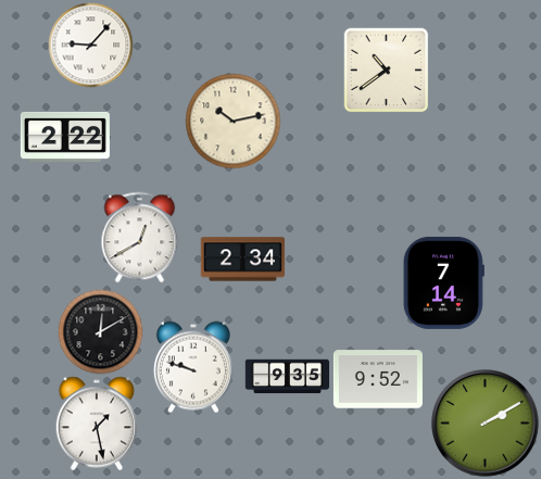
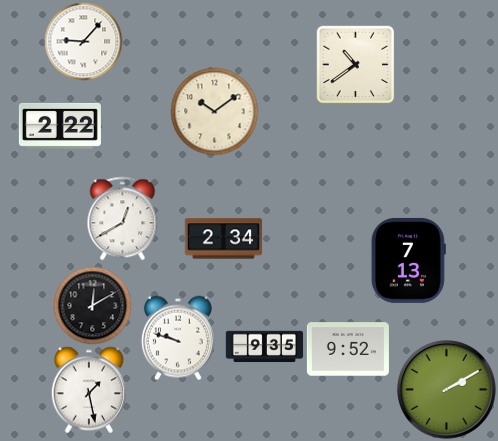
clock at (232, 121): 10:13 -> 10:09
clock at (140, 237) position: (140, 237) -> (123, 218)
clock at (443, 282): 7:14 -> 7:13
